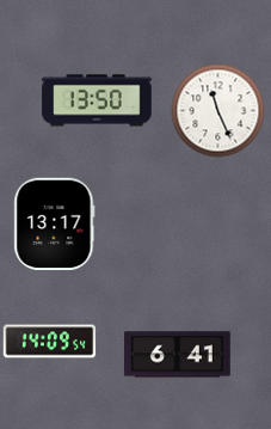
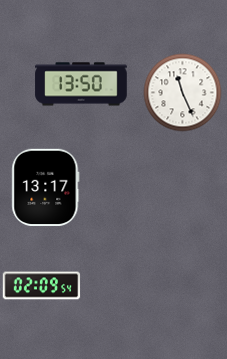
clock at (49, 342): 14:09 -> 02:09
clock at (177, 355): 6:41 -> none
